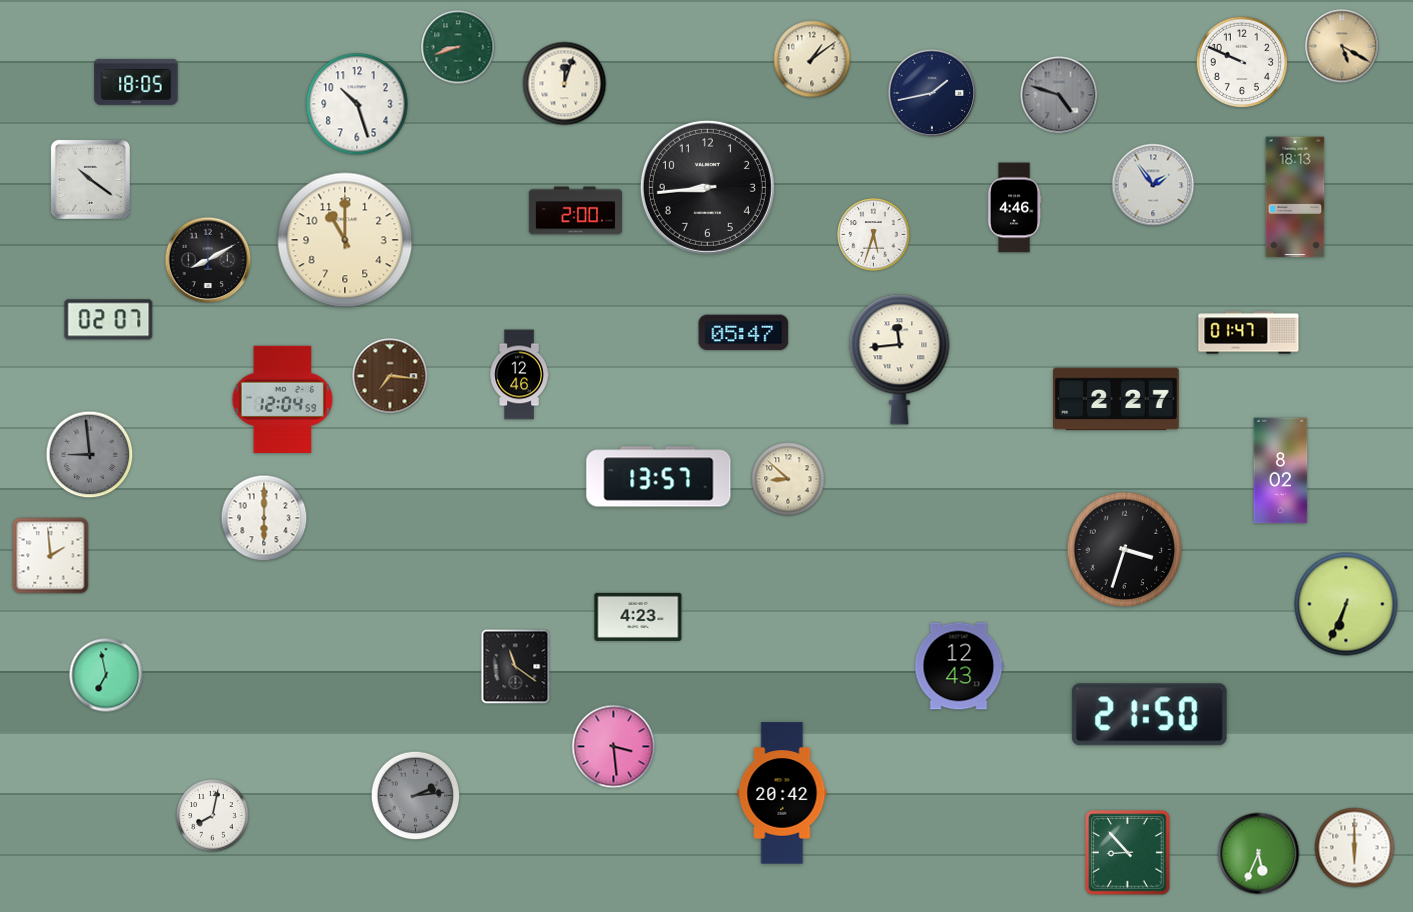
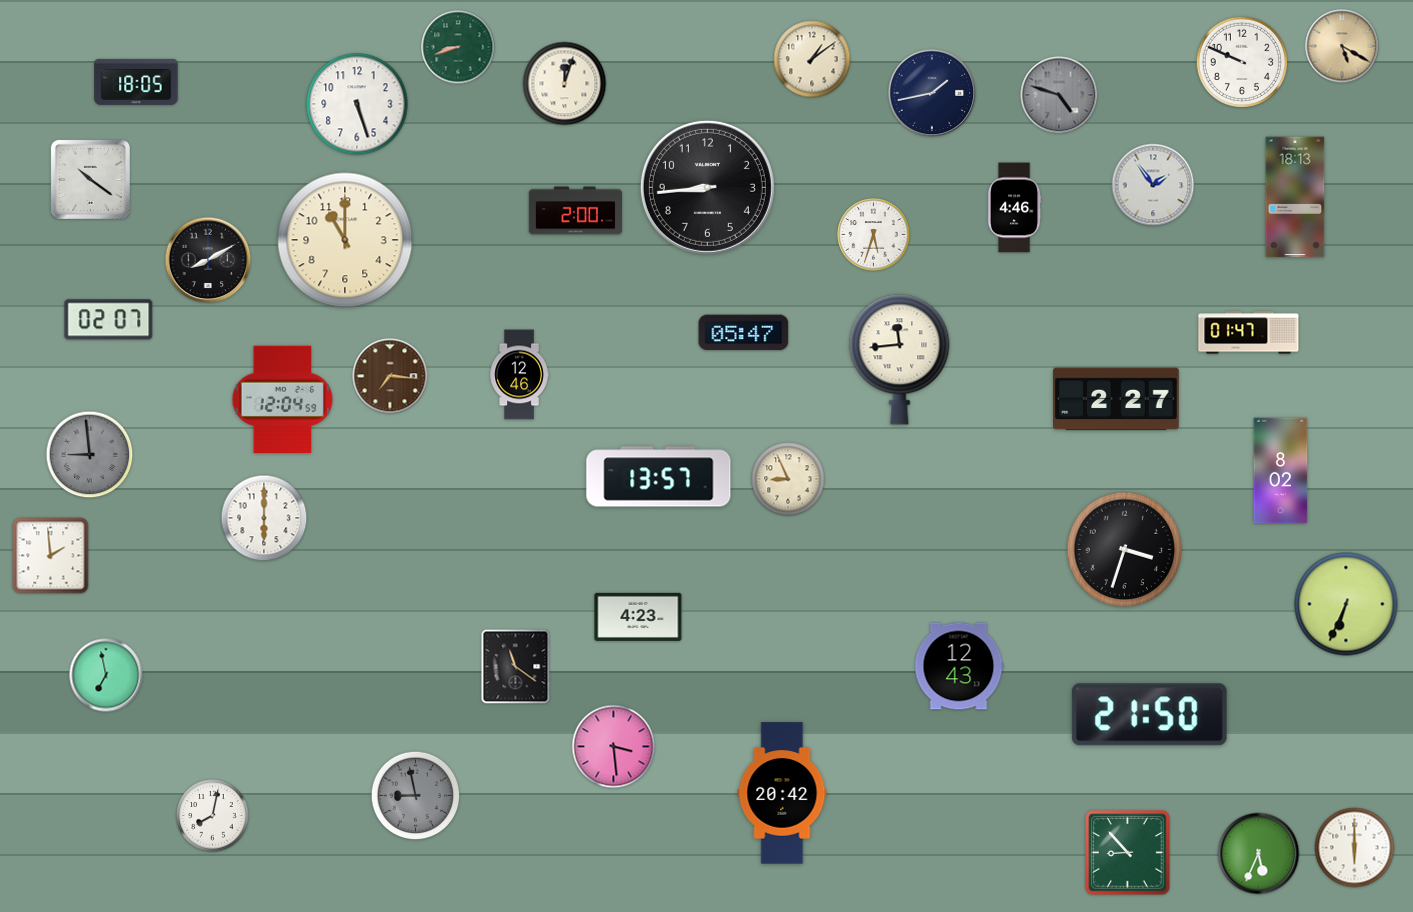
clock at (357, 104): 10:27 -> 5:27
clock at (788, 479): 8:52 -> 8:56
clock at (416, 796): 2:14 -> 8:58
